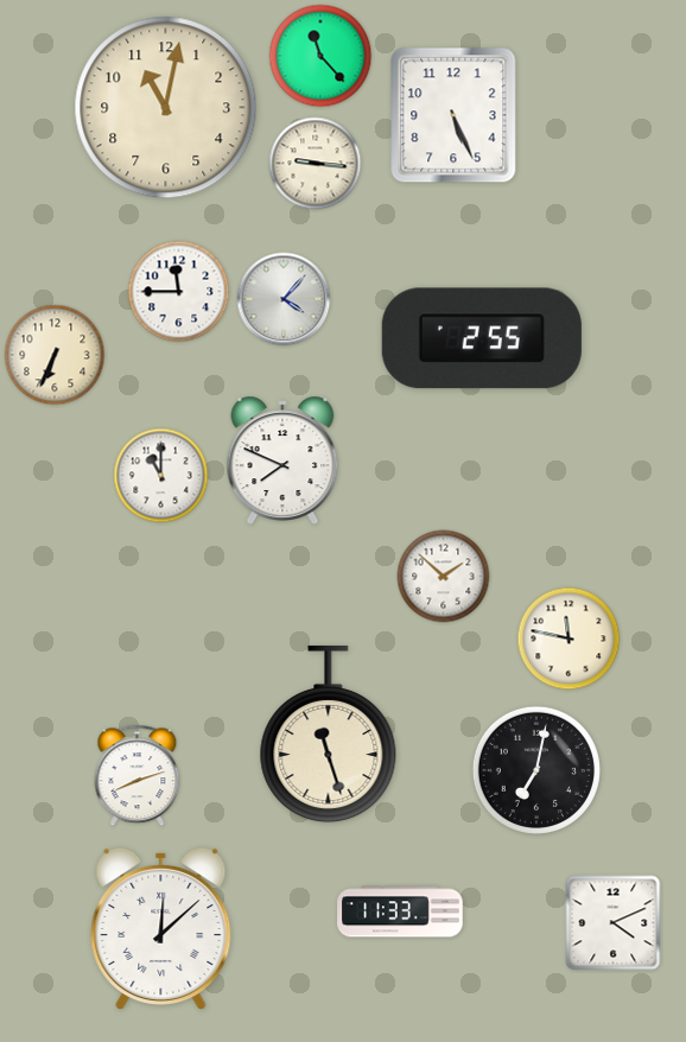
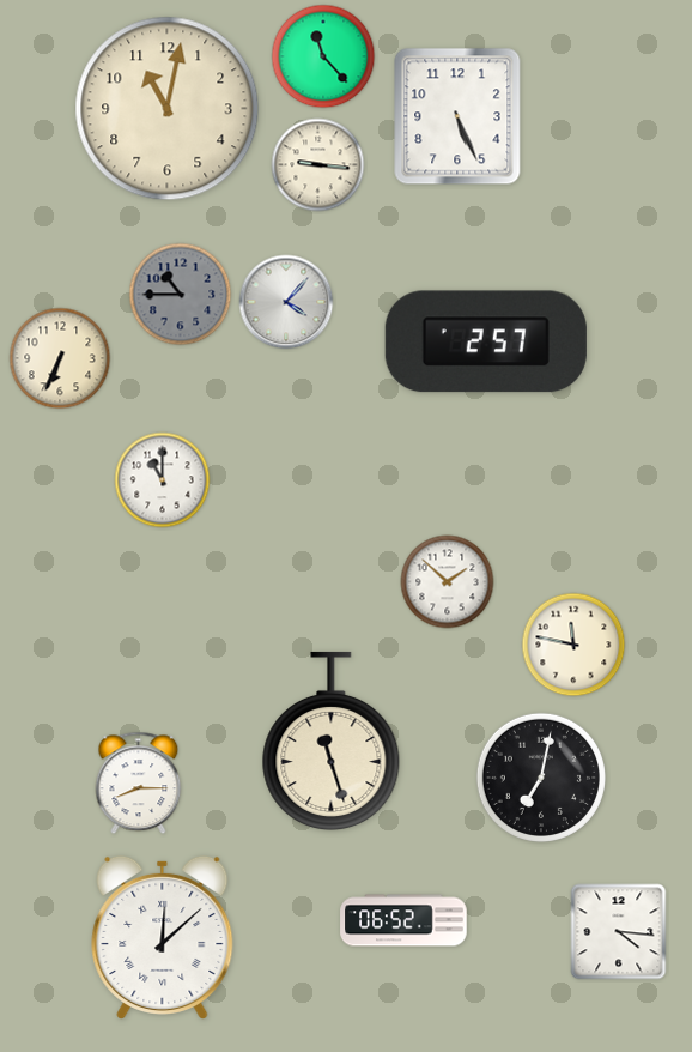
clock at (179, 292): 11:45 -> 10:45
clock at (179, 292) dial: white -> grey
clock at (482, 338): 2:55 -> 2:57
clock at (55, 355) position: (55, 355) -> (60, 358)
clock at (282, 459): 7:49 -> none
clock at (138, 776): 8:12 -> 8:15
clock at (400, 911): 11:33 -> 06:52
clock at (614, 923): 4:11 -> 4:16
